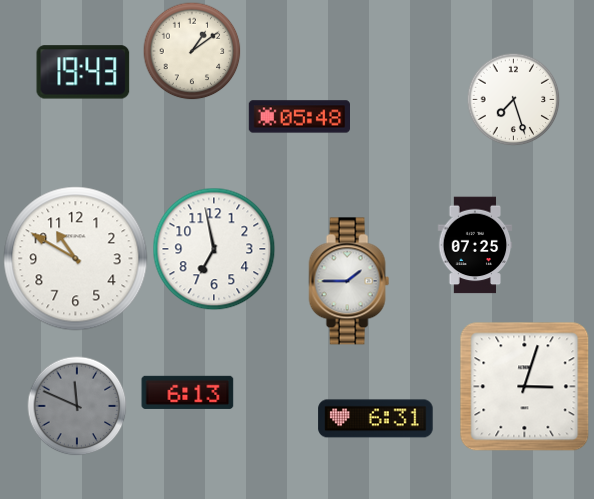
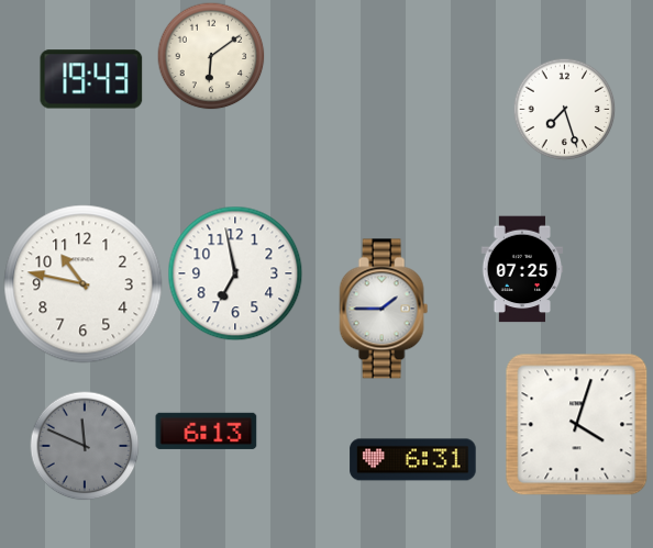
clock at (192, 51): 1:09 -> 6:09
clock at (299, 117): 05:48 -> none
clock at (76, 259): 10:50 -> 10:47
clock at (525, 387): 3:03 -> 4:03
